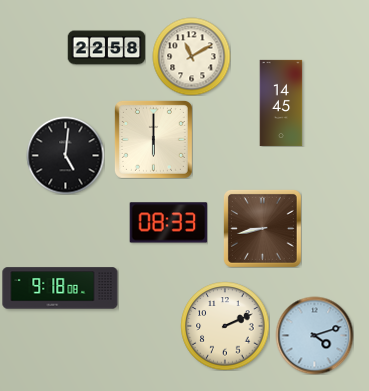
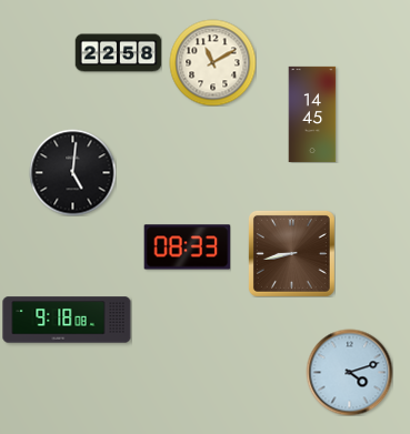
clock at (153, 139): 6:00 -> none
clock at (225, 326): 2:11 -> none
